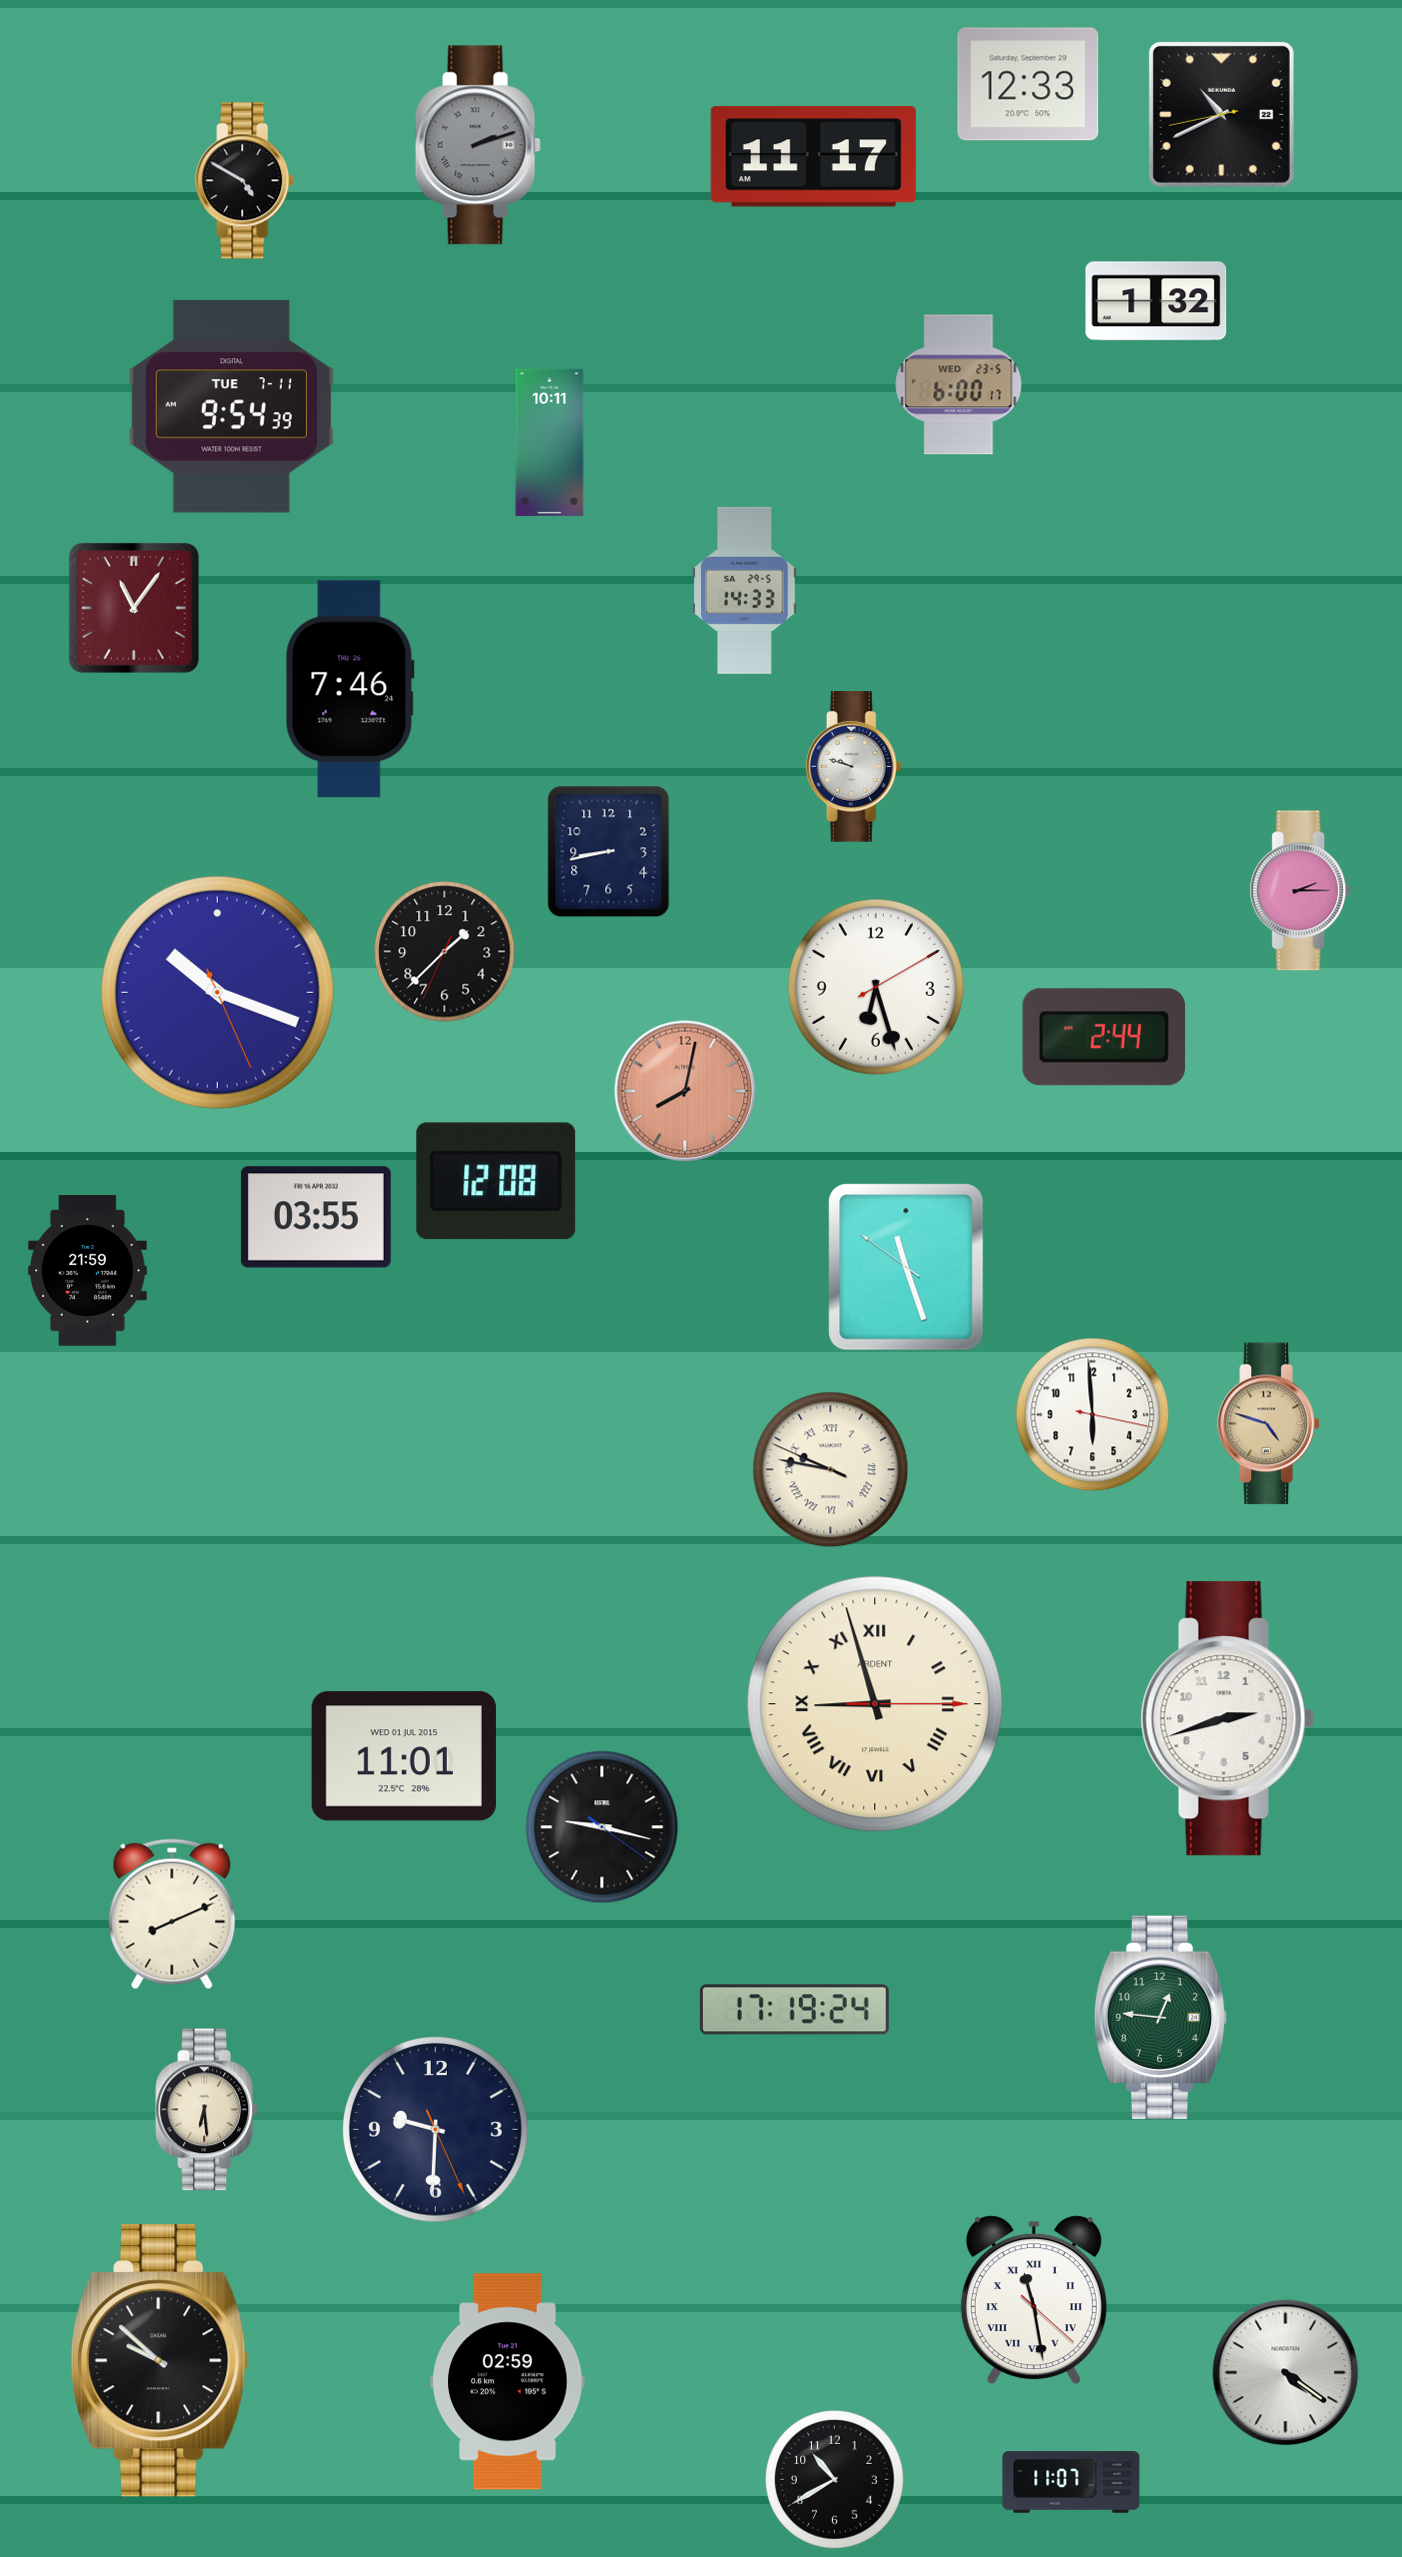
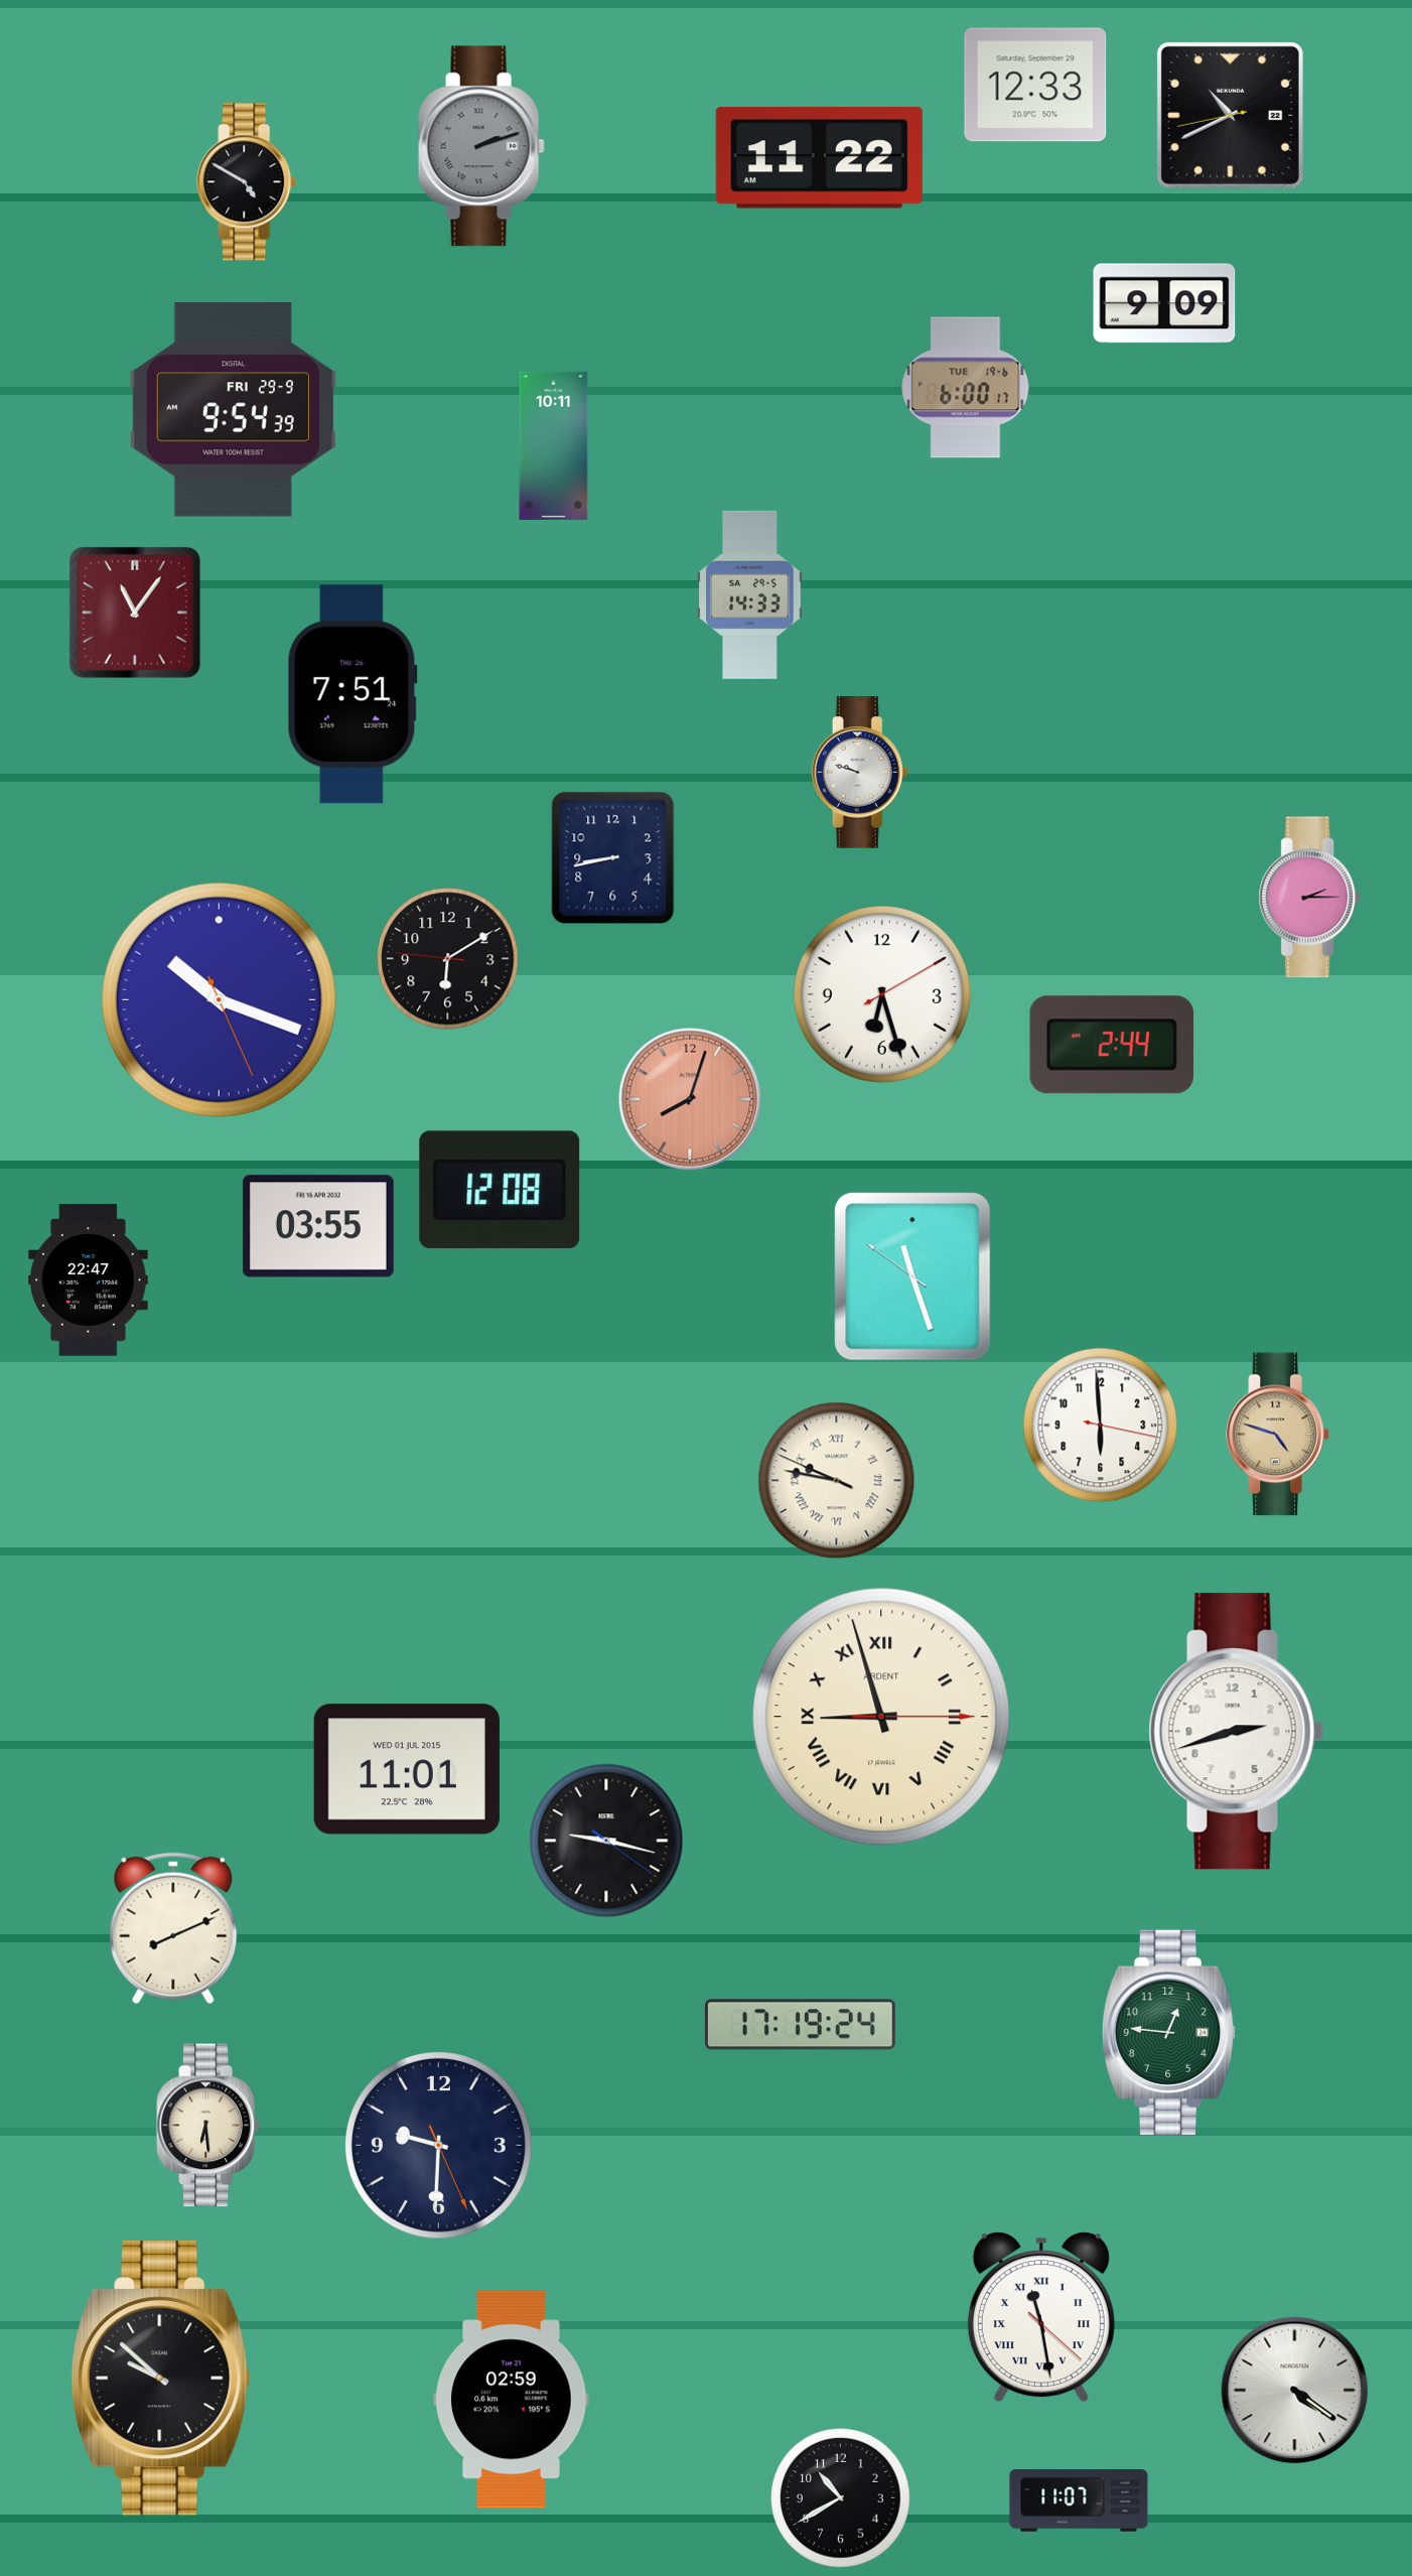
clock at (813, 157): 11:17 -> 11:22
clock at (1156, 301): 1:32 -> 9:09
clock at (959, 385) date: WED 23-5 -> TUE 19-6
clock at (231, 407) date: TUE 7-11 -> FRI 29-9
clock at (350, 689): 7:46 -> 7:51
clock at (445, 952): 1:37 -> 6:09
clock at (685, 1091): 8:02 -> 8:03
clock at (88, 1271): 21:59 -> 22:47
